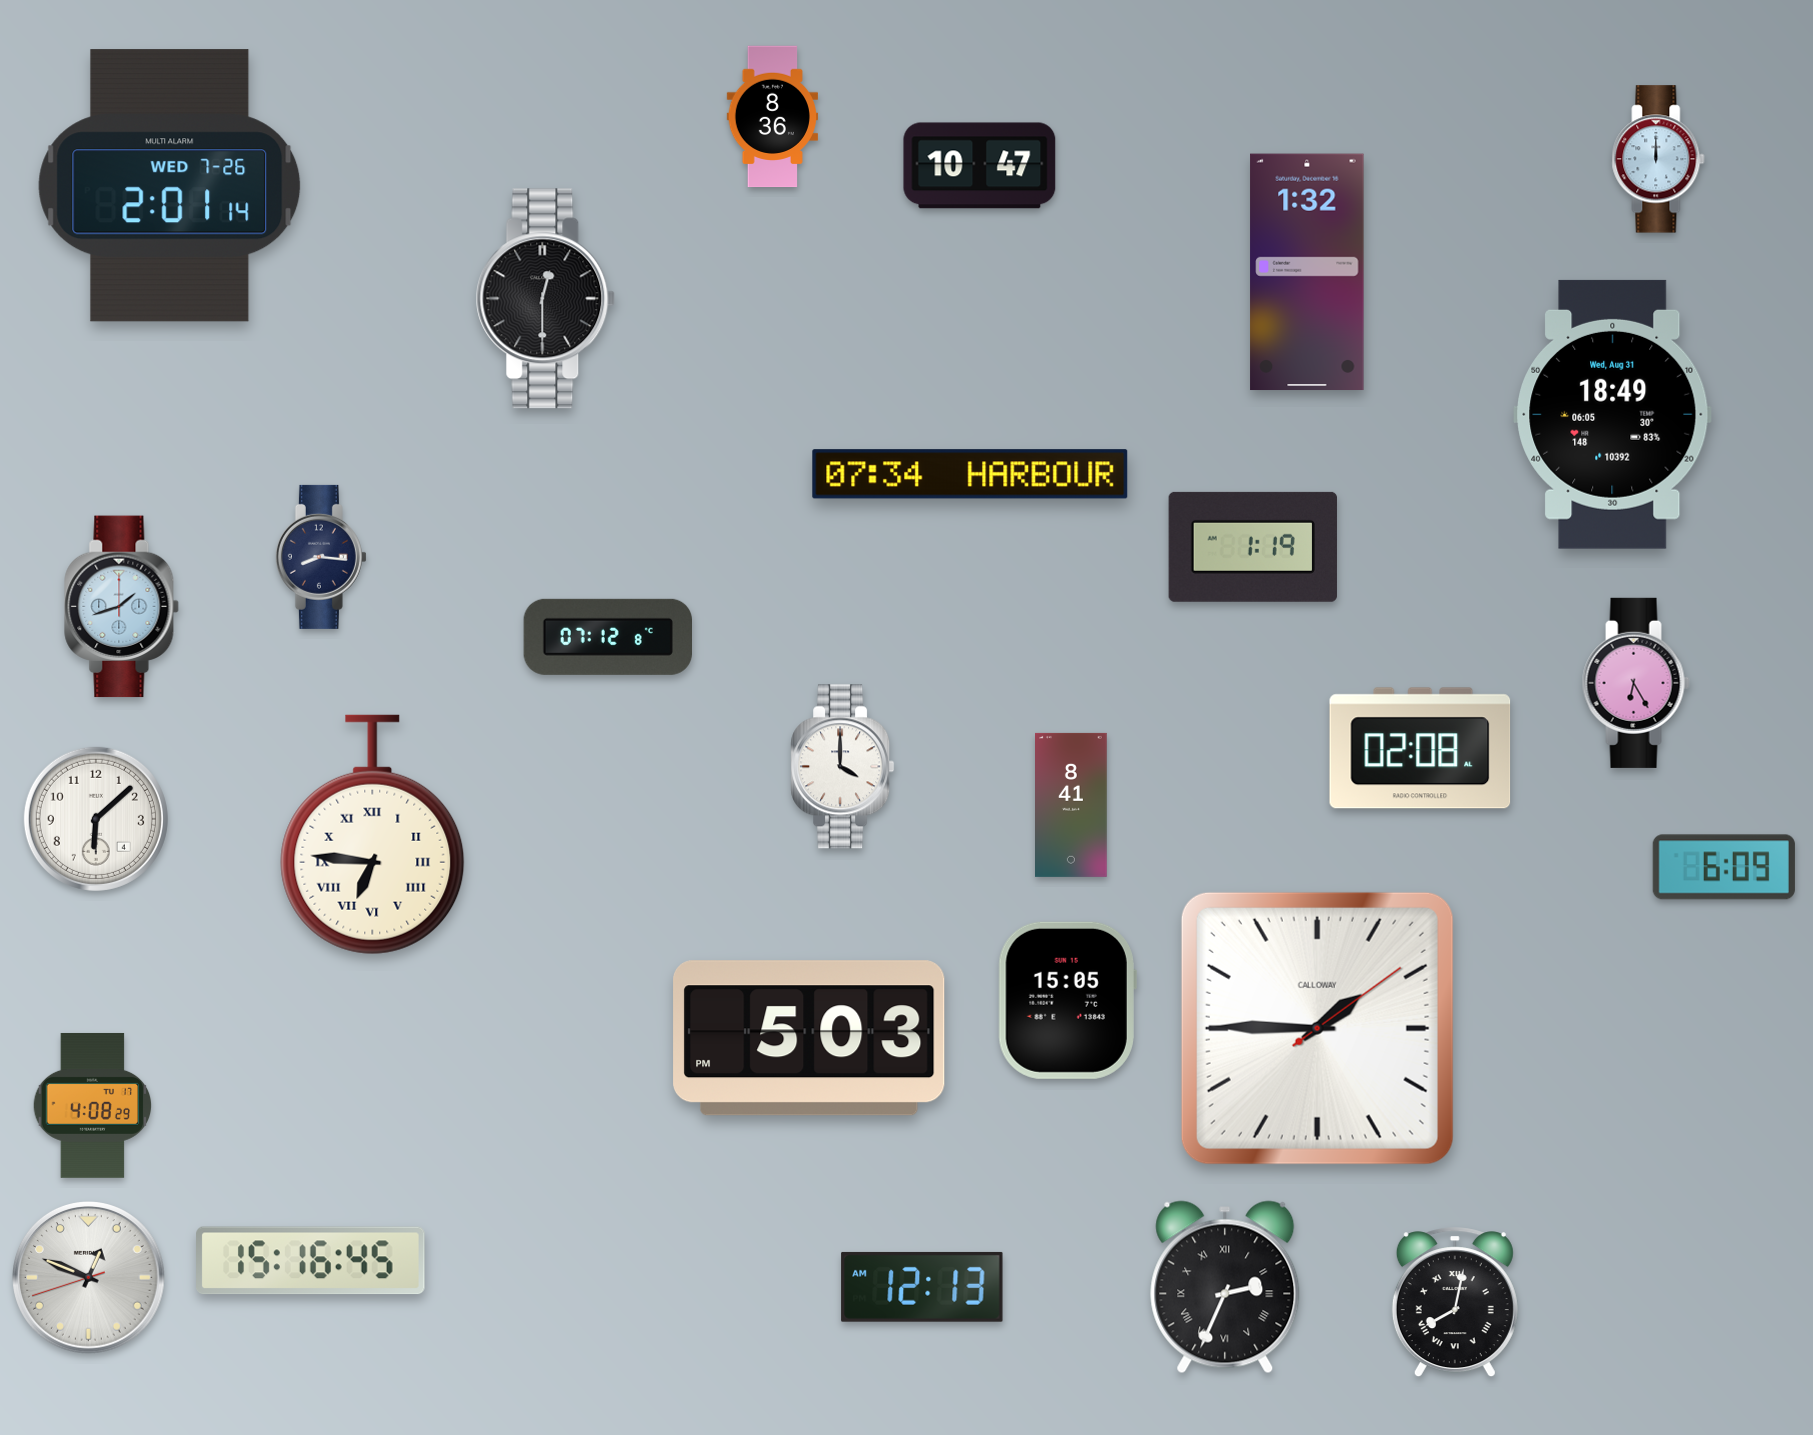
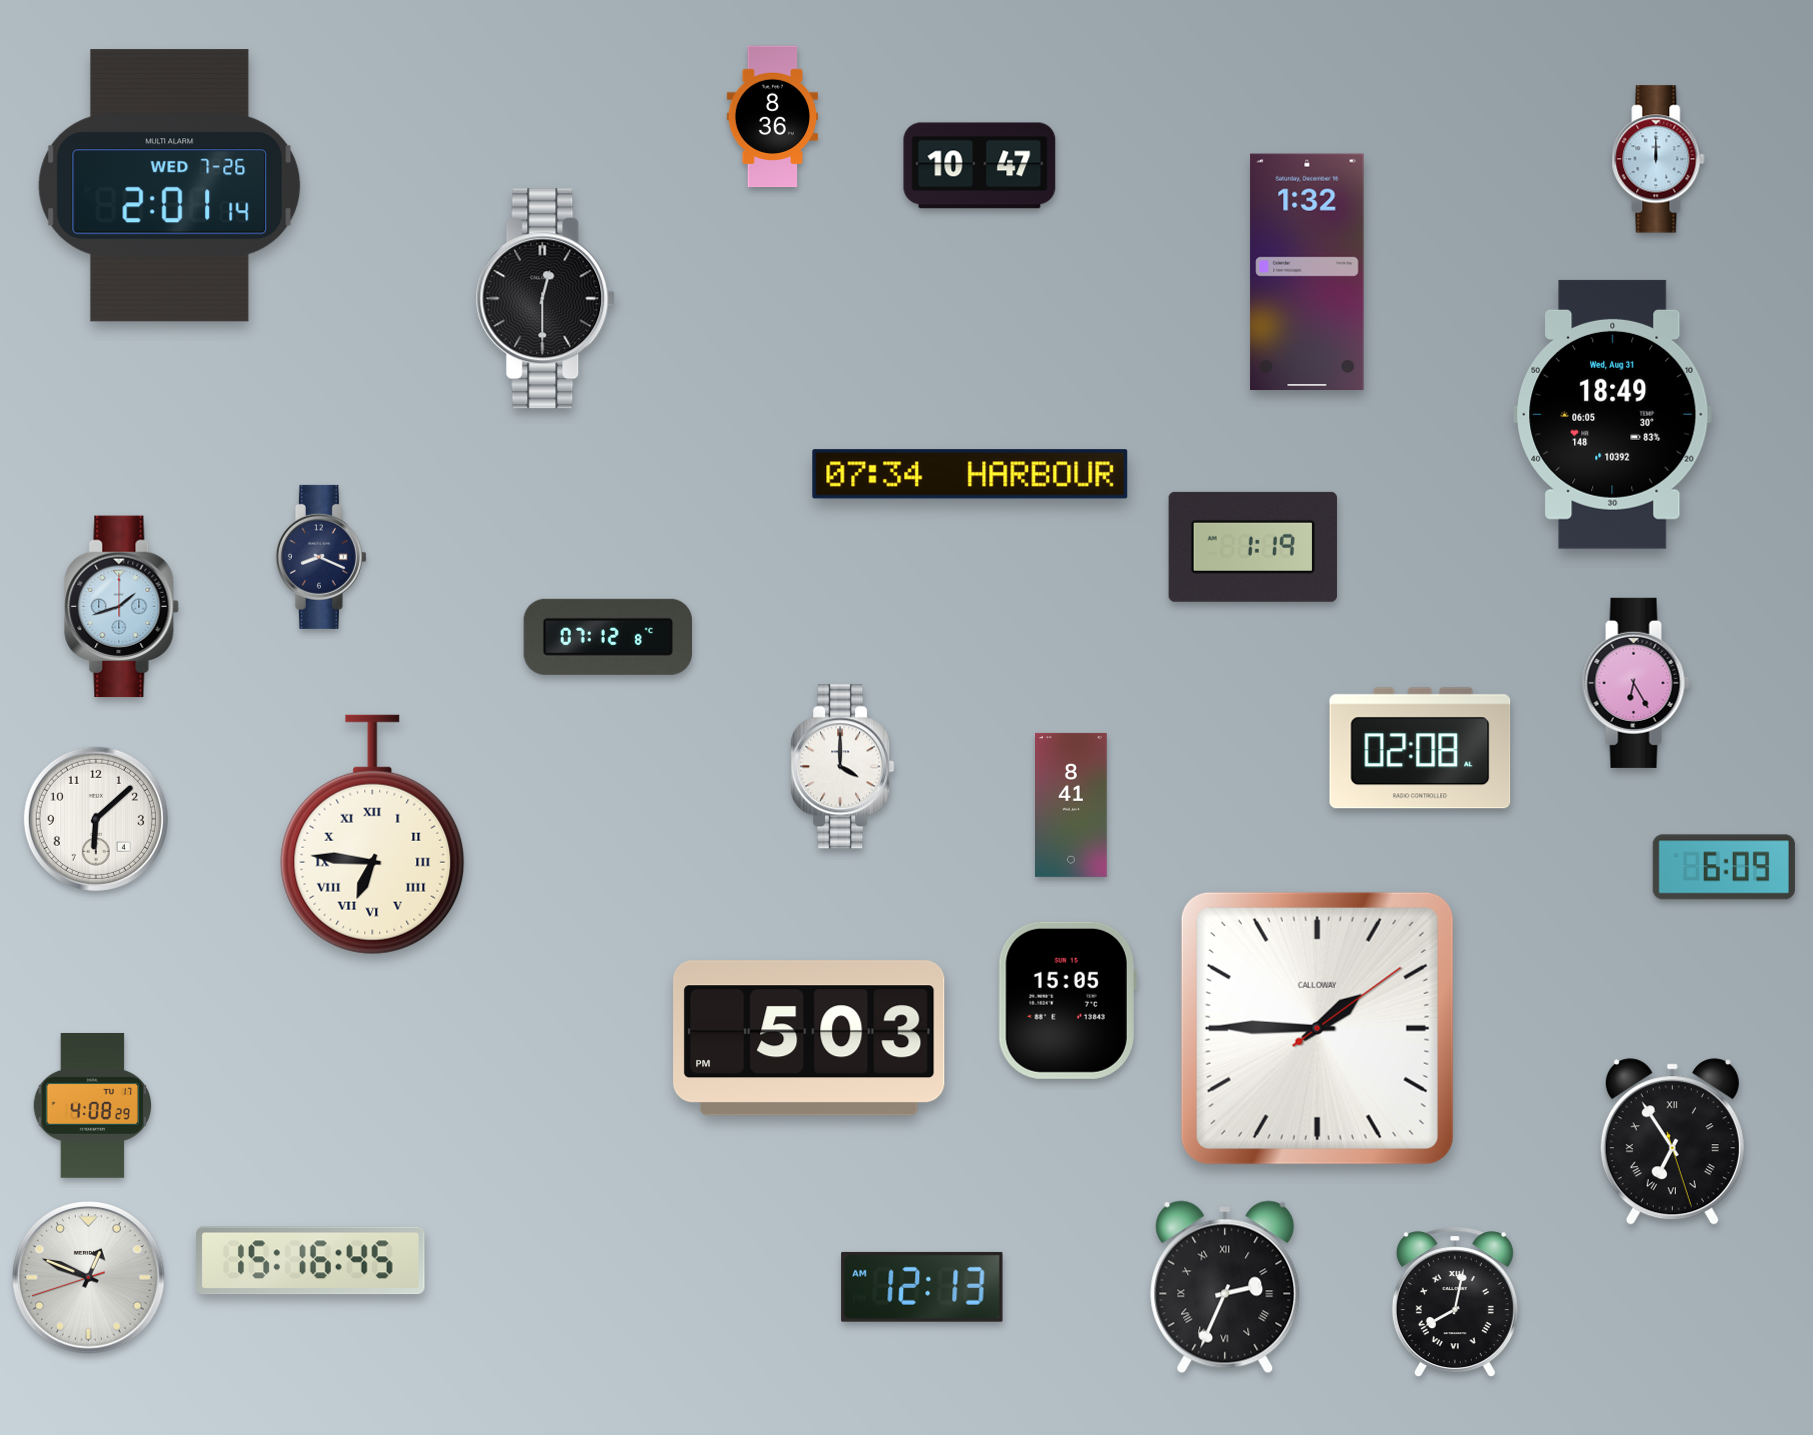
clock at (321, 557): 8:16 -> 8:19
clock at (1672, 1142): none -> 6:54
